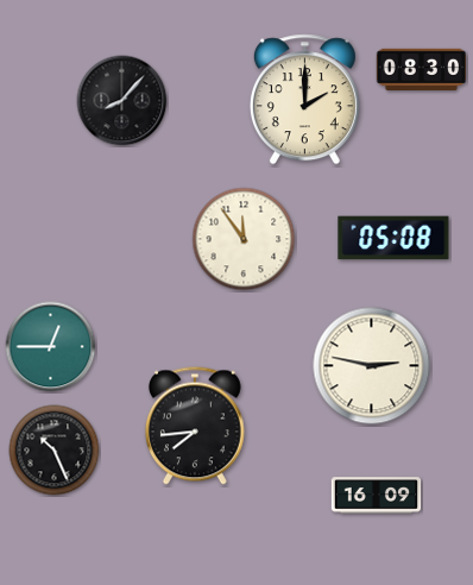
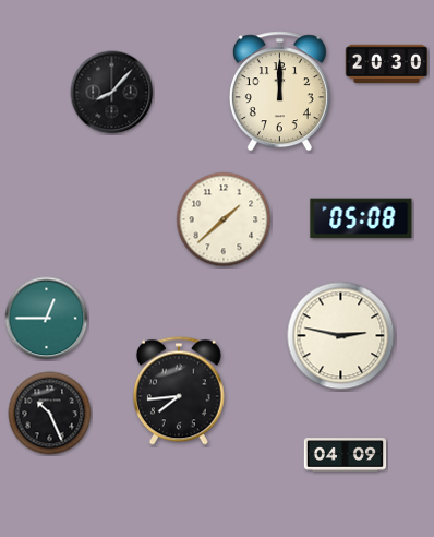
clock at (422, 69): 08:30 -> 20:30
clock at (304, 100): 2:00 -> 12:00
clock at (244, 239): 11:54 -> 1:38
clock at (377, 496): 16:09 -> 04:09
